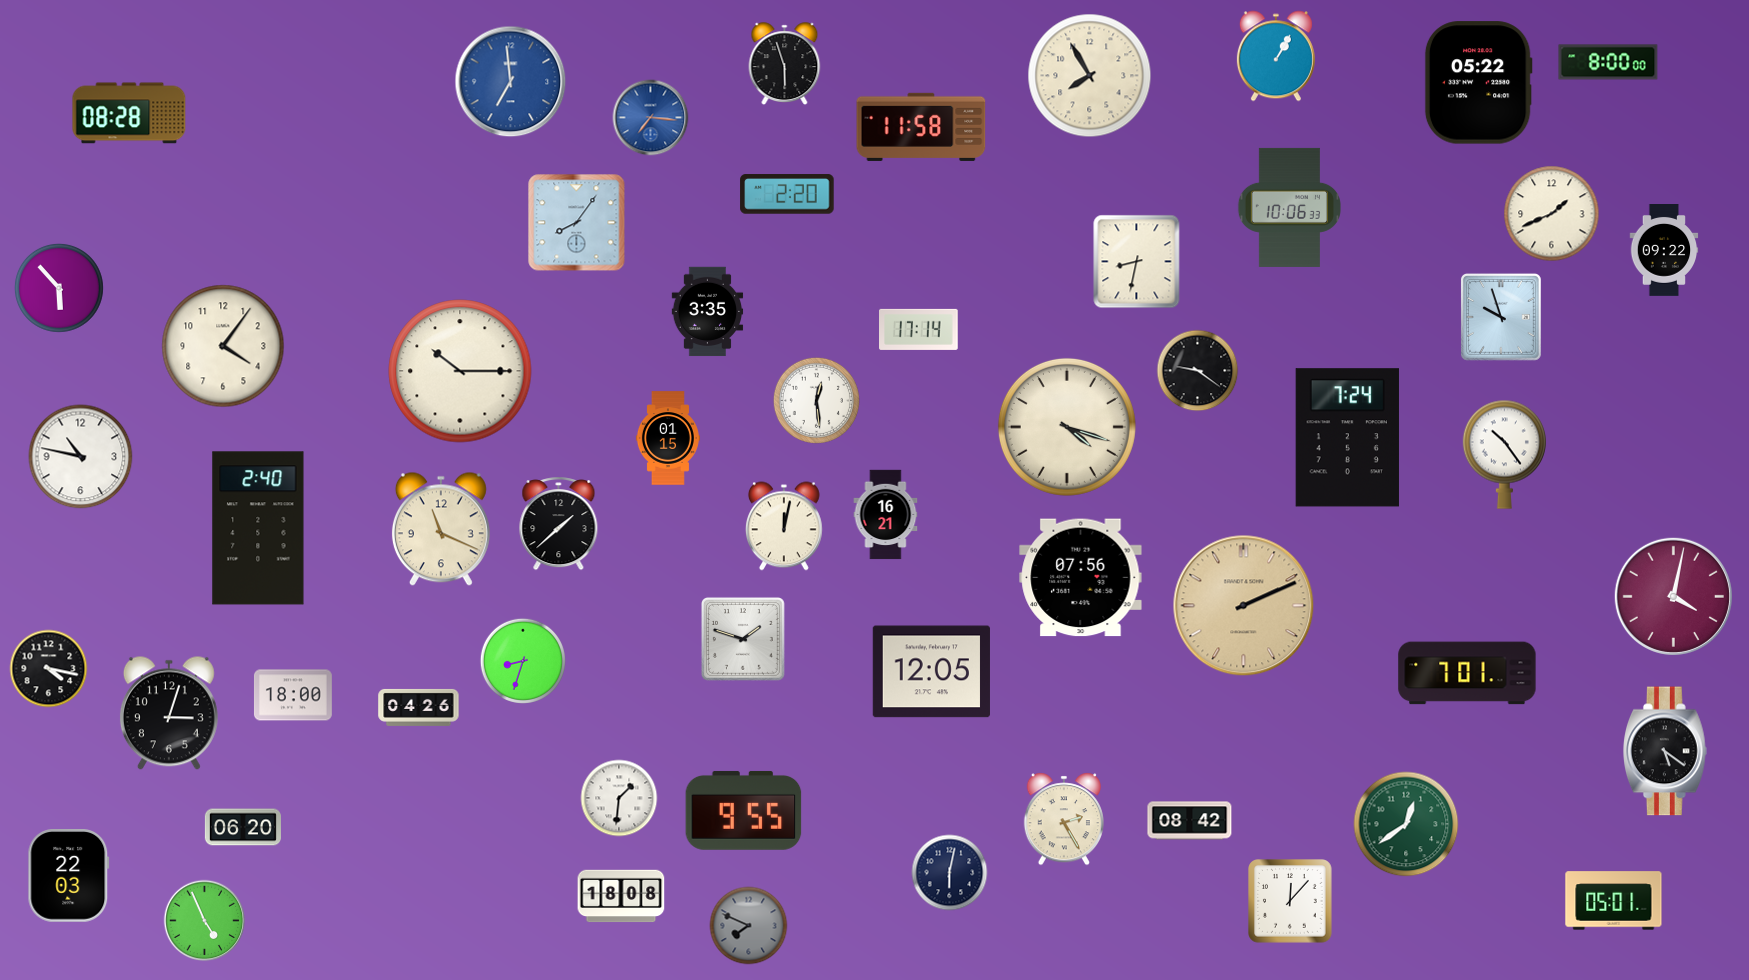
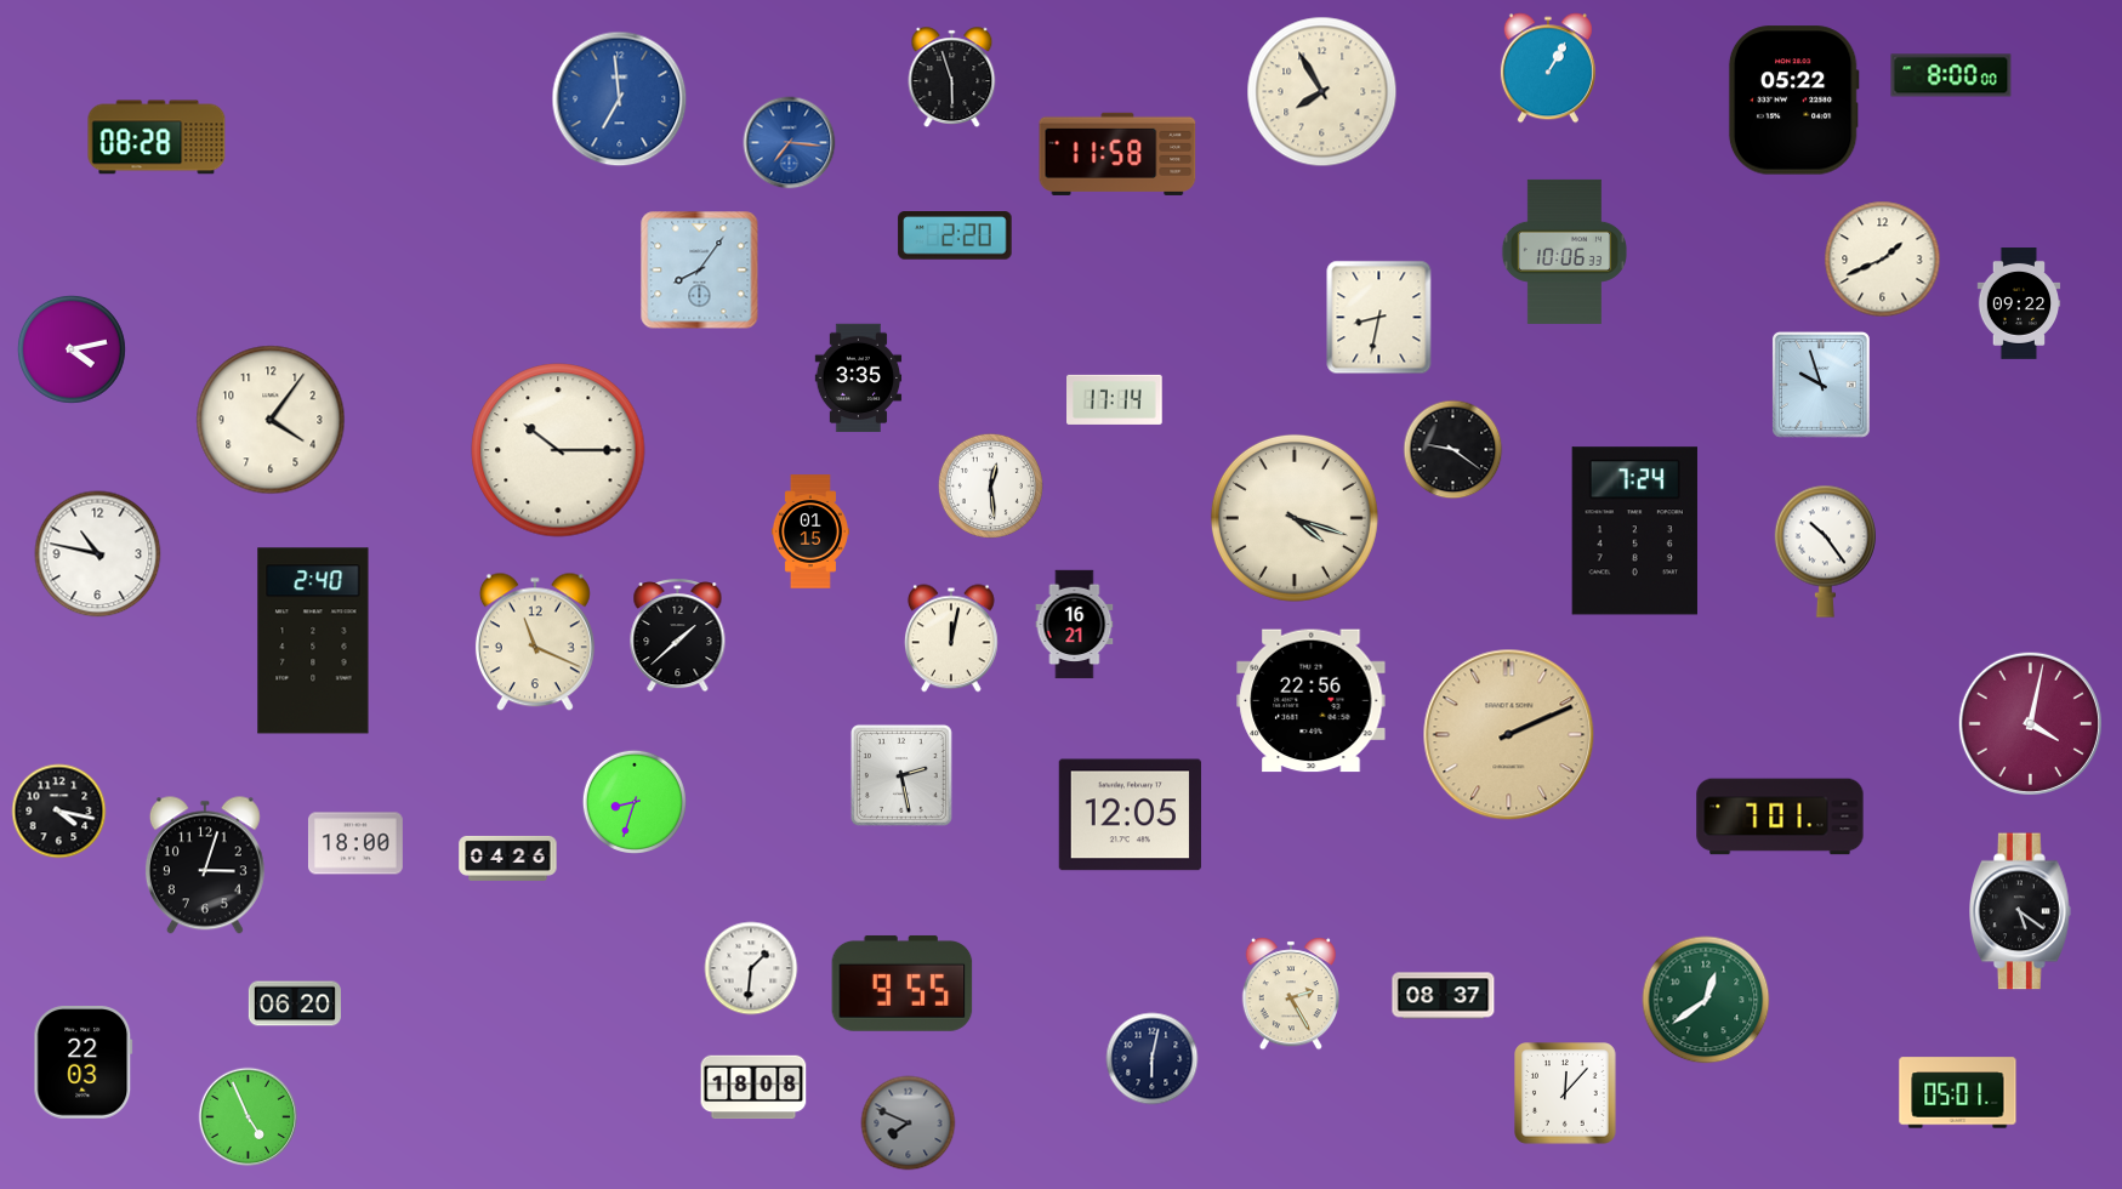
clock at (59, 288): 5:53 -> 4:13
clock at (1081, 578): 07:56 -> 22:56
clock at (743, 639): 1:48 -> 2:28
clock at (1190, 821): 08:42 -> 08:37
